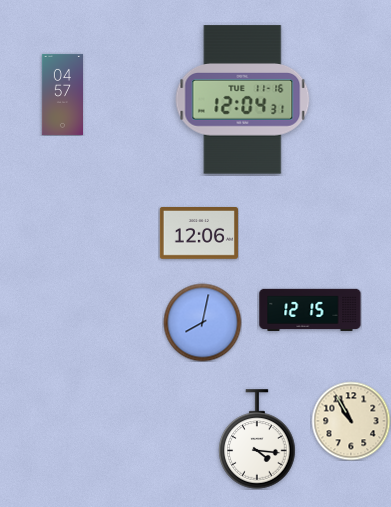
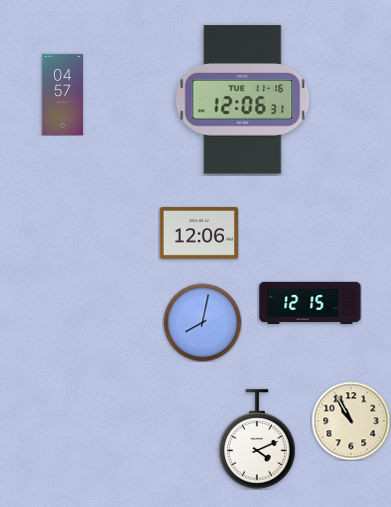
clock at (243, 100): 12:04 -> 12:06
clock at (310, 309) position: (310, 309) -> (310, 302)
clock at (257, 439): 4:16 -> 4:11
